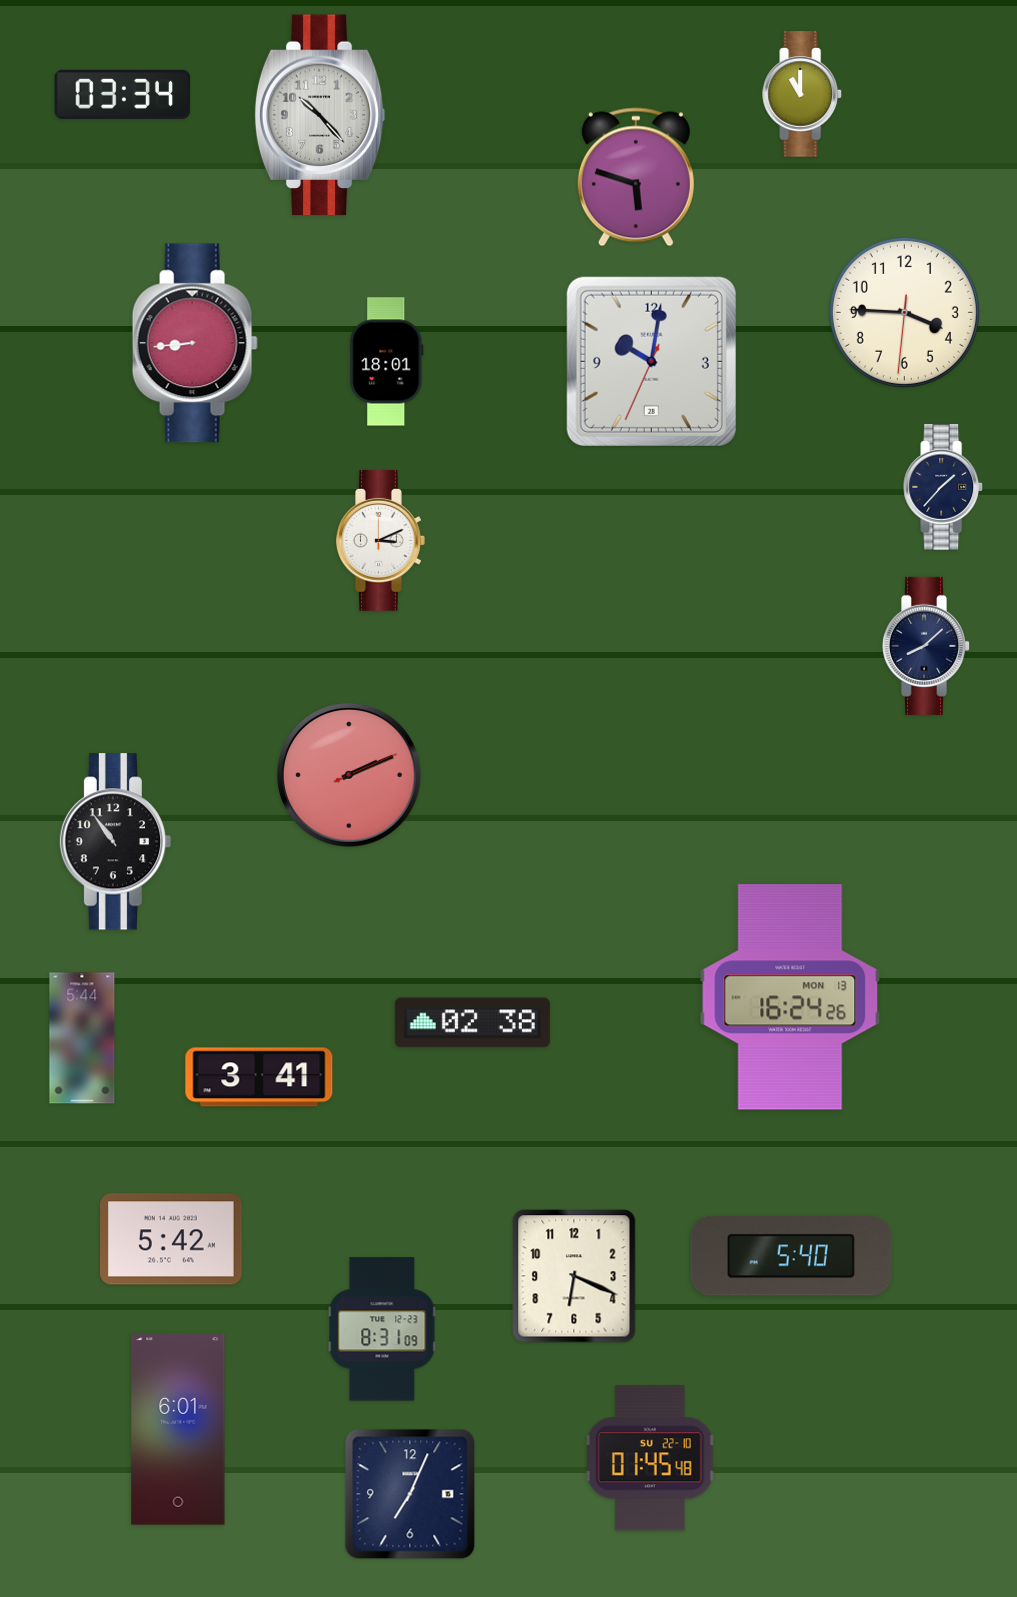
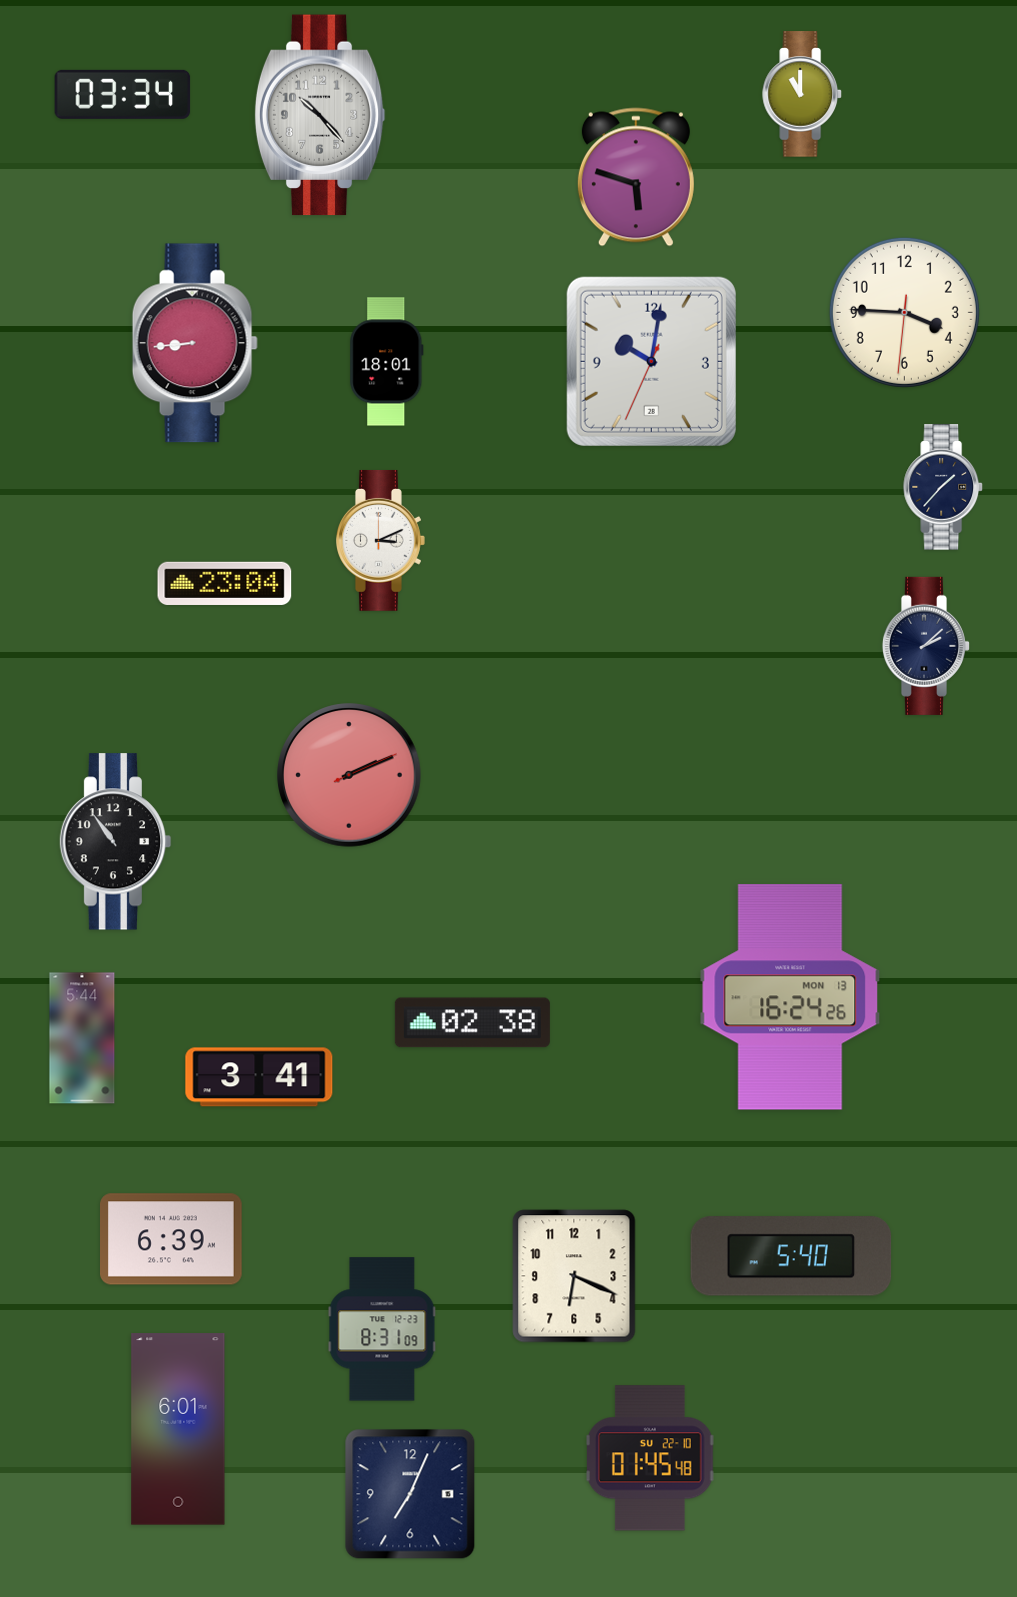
clock at (225, 583): none -> 23:04
clock at (926, 646): 8:08 -> 2:08
clock at (172, 1239): 5:42 -> 6:39
